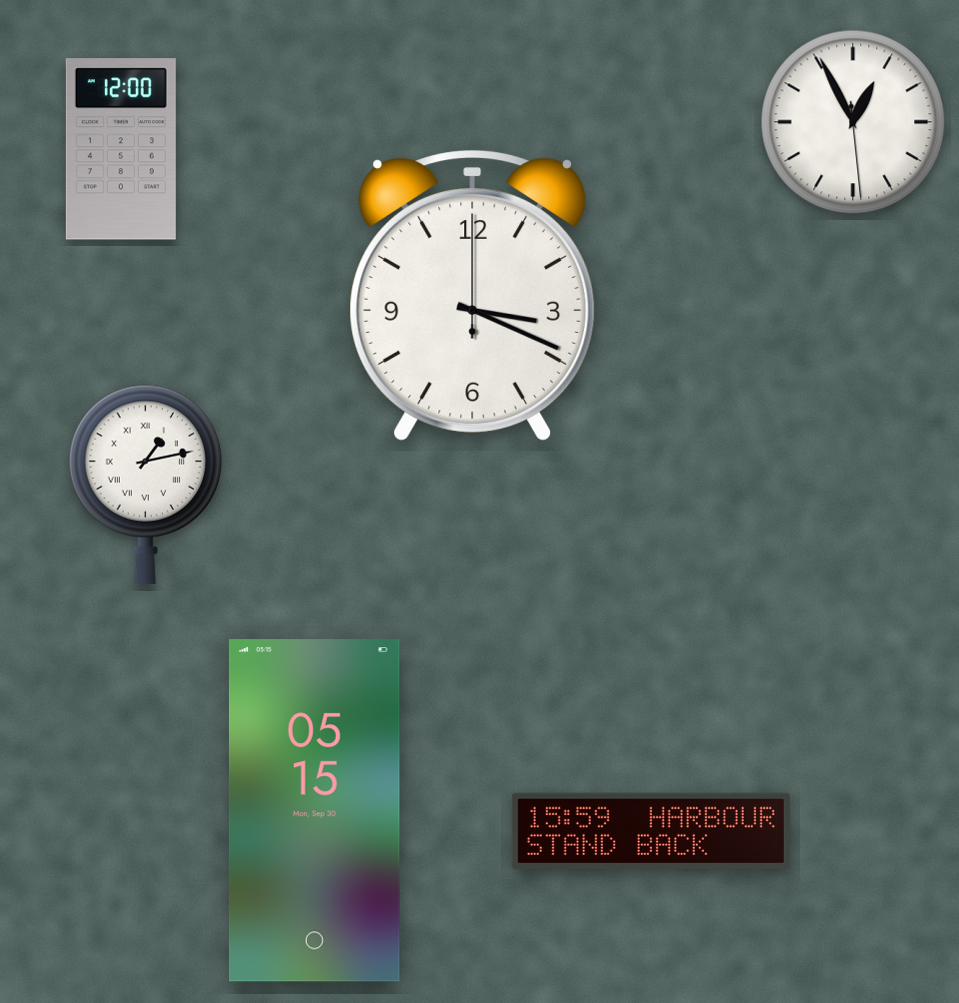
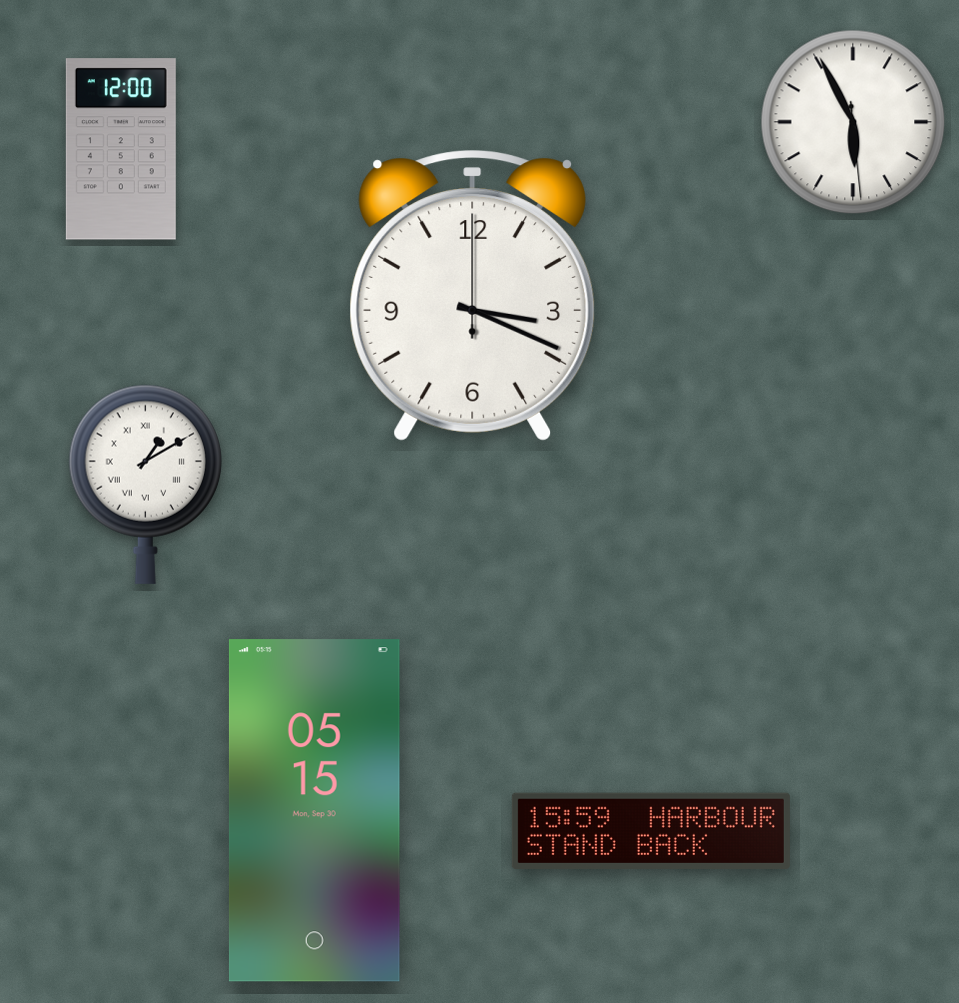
clock at (853, 122): 12:55 -> 5:55
clock at (145, 484): 1:13 -> 1:10
